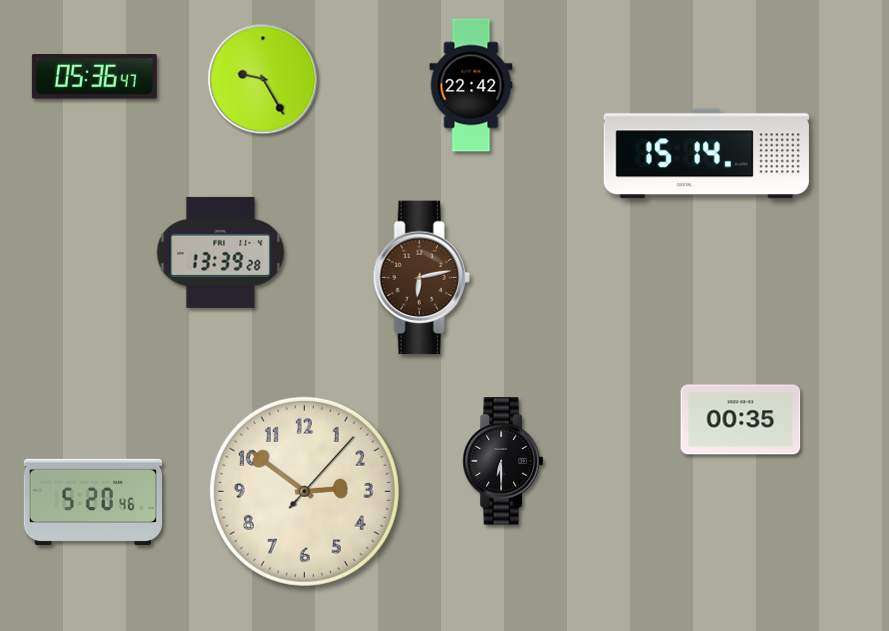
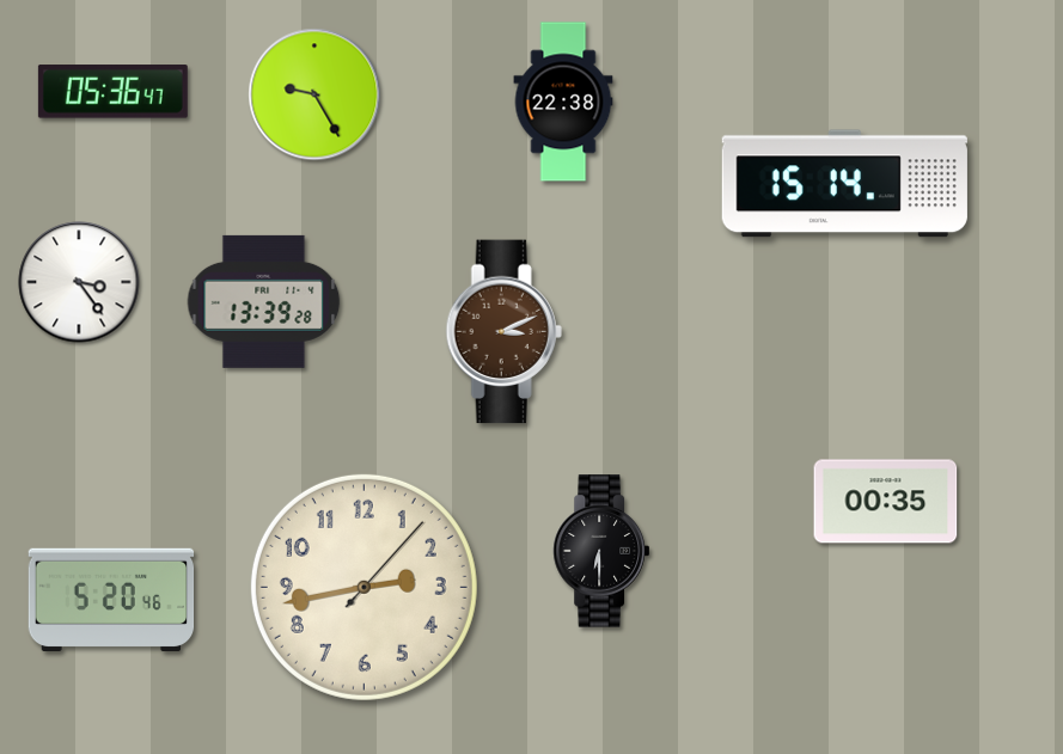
clock at (471, 85): 22:42 -> 22:38
clock at (79, 282): none -> 3:24
clock at (421, 278): 6:13 -> 3:11
clock at (304, 491): 2:51 -> 2:43
